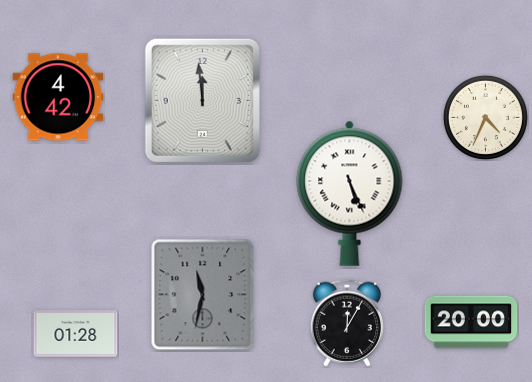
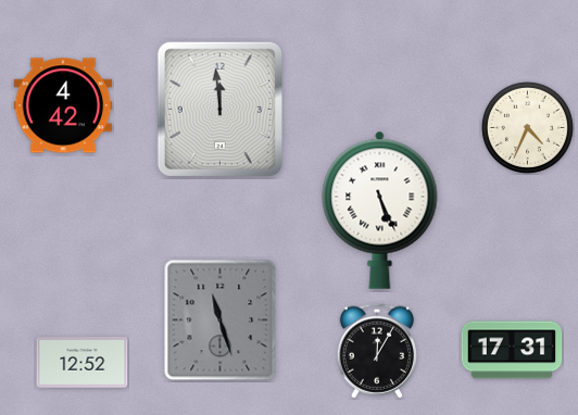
clock at (203, 295): 11:32 -> 11:27
clock at (471, 322): 20:00 -> 17:31
clock at (76, 334): 01:28 -> 12:52
